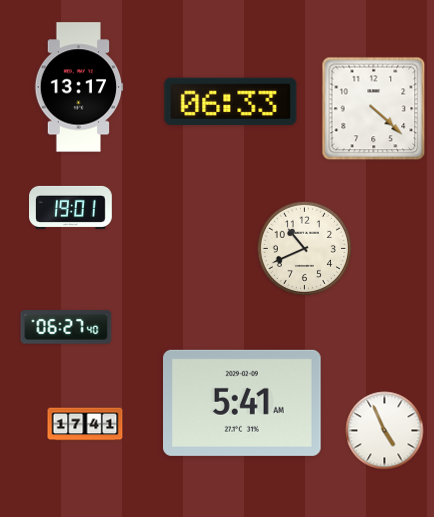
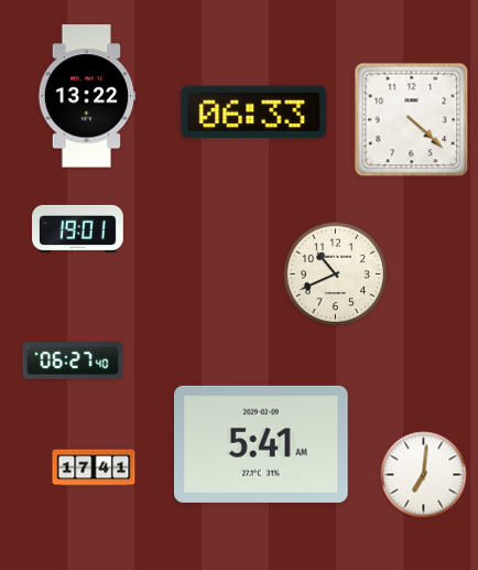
clock at (79, 87): 13:17 -> 13:22
clock at (243, 403) position: (243, 403) -> (262, 444)
clock at (385, 431): 4:56 -> 7:01
